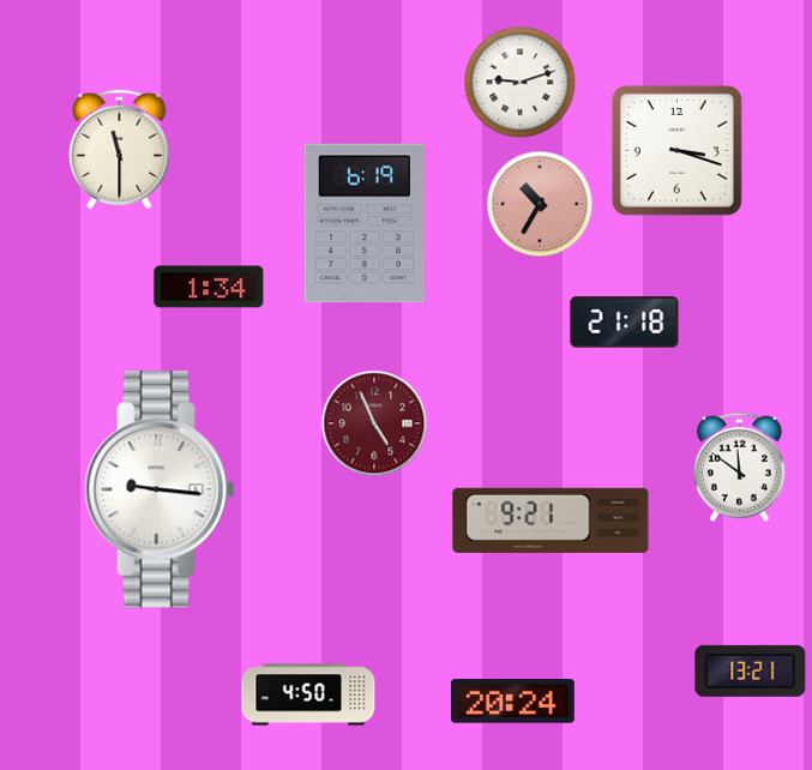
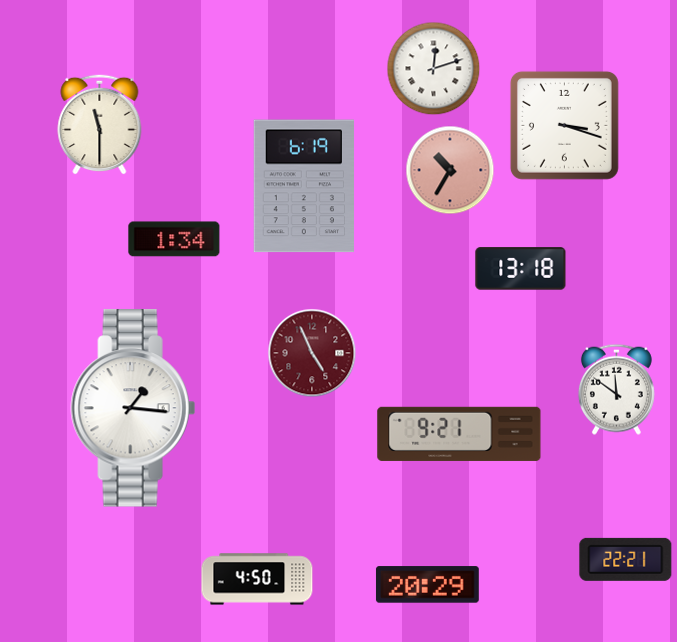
clock at (521, 83): 9:12 -> 12:12
clock at (625, 323): 21:18 -> 13:18
clock at (160, 489): 9:16 -> 1:16
clock at (751, 670): 13:21 -> 22:21
clock at (512, 702): 20:24 -> 20:29
